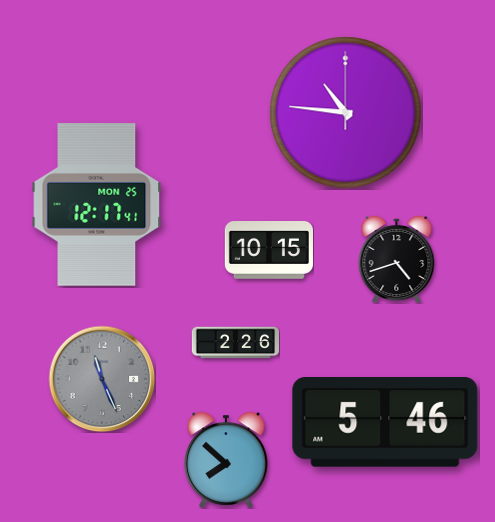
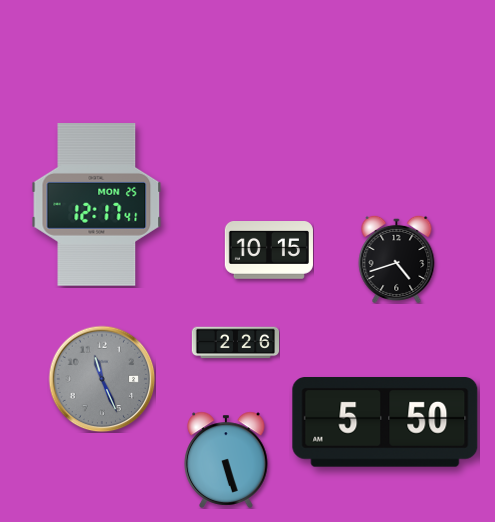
clock at (346, 113): 10:46 -> none
clock at (385, 423): 5:46 -> 5:50
clock at (226, 460): 7:52 -> 5:27
